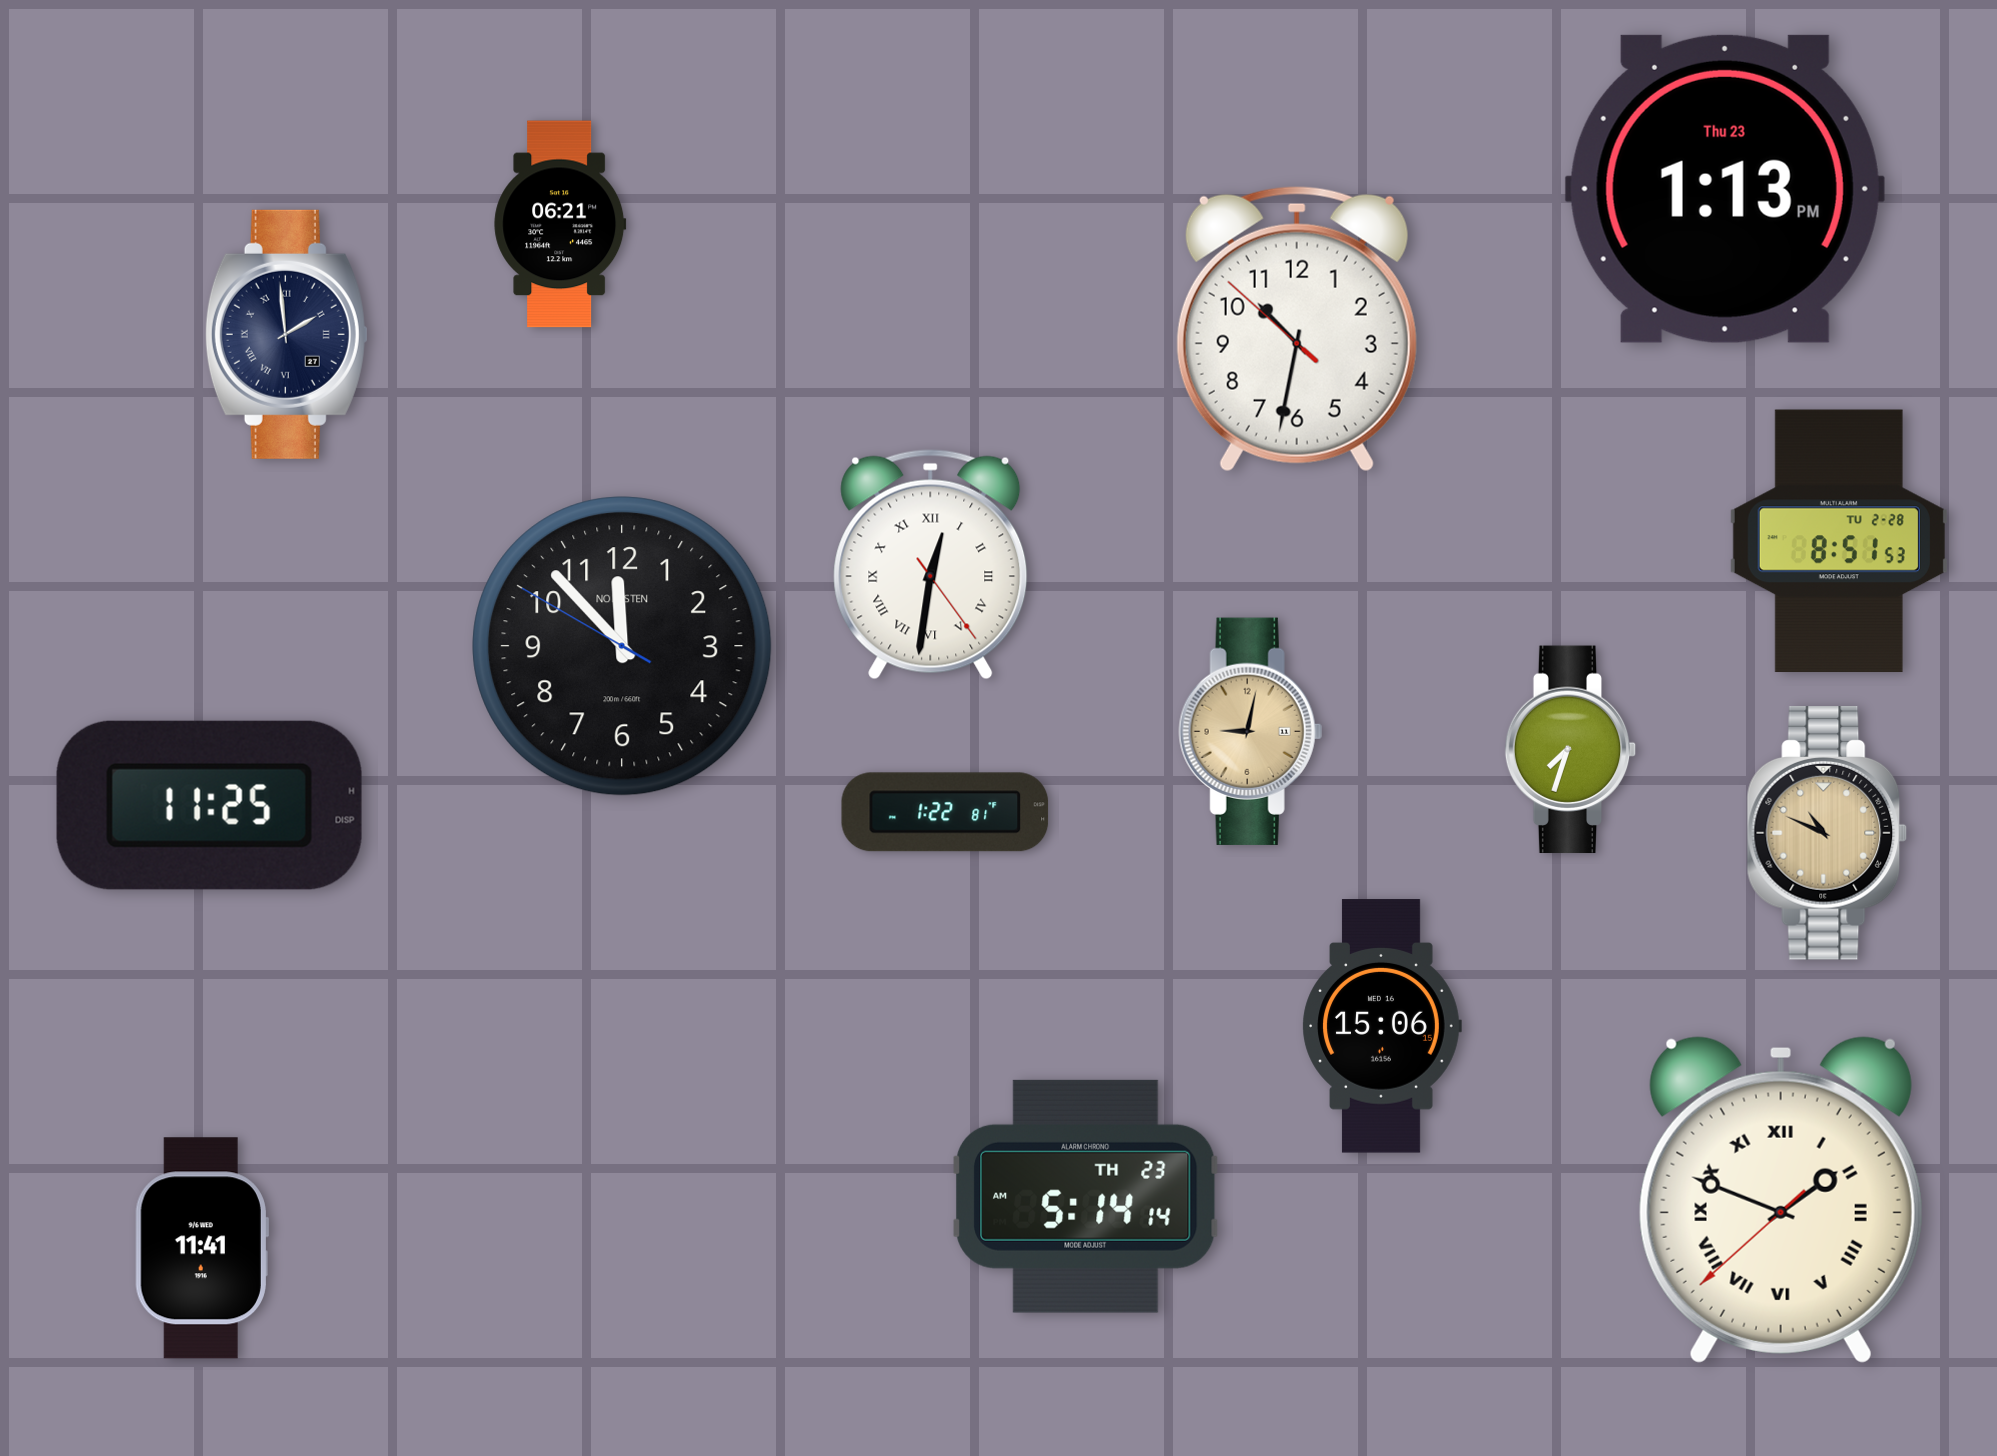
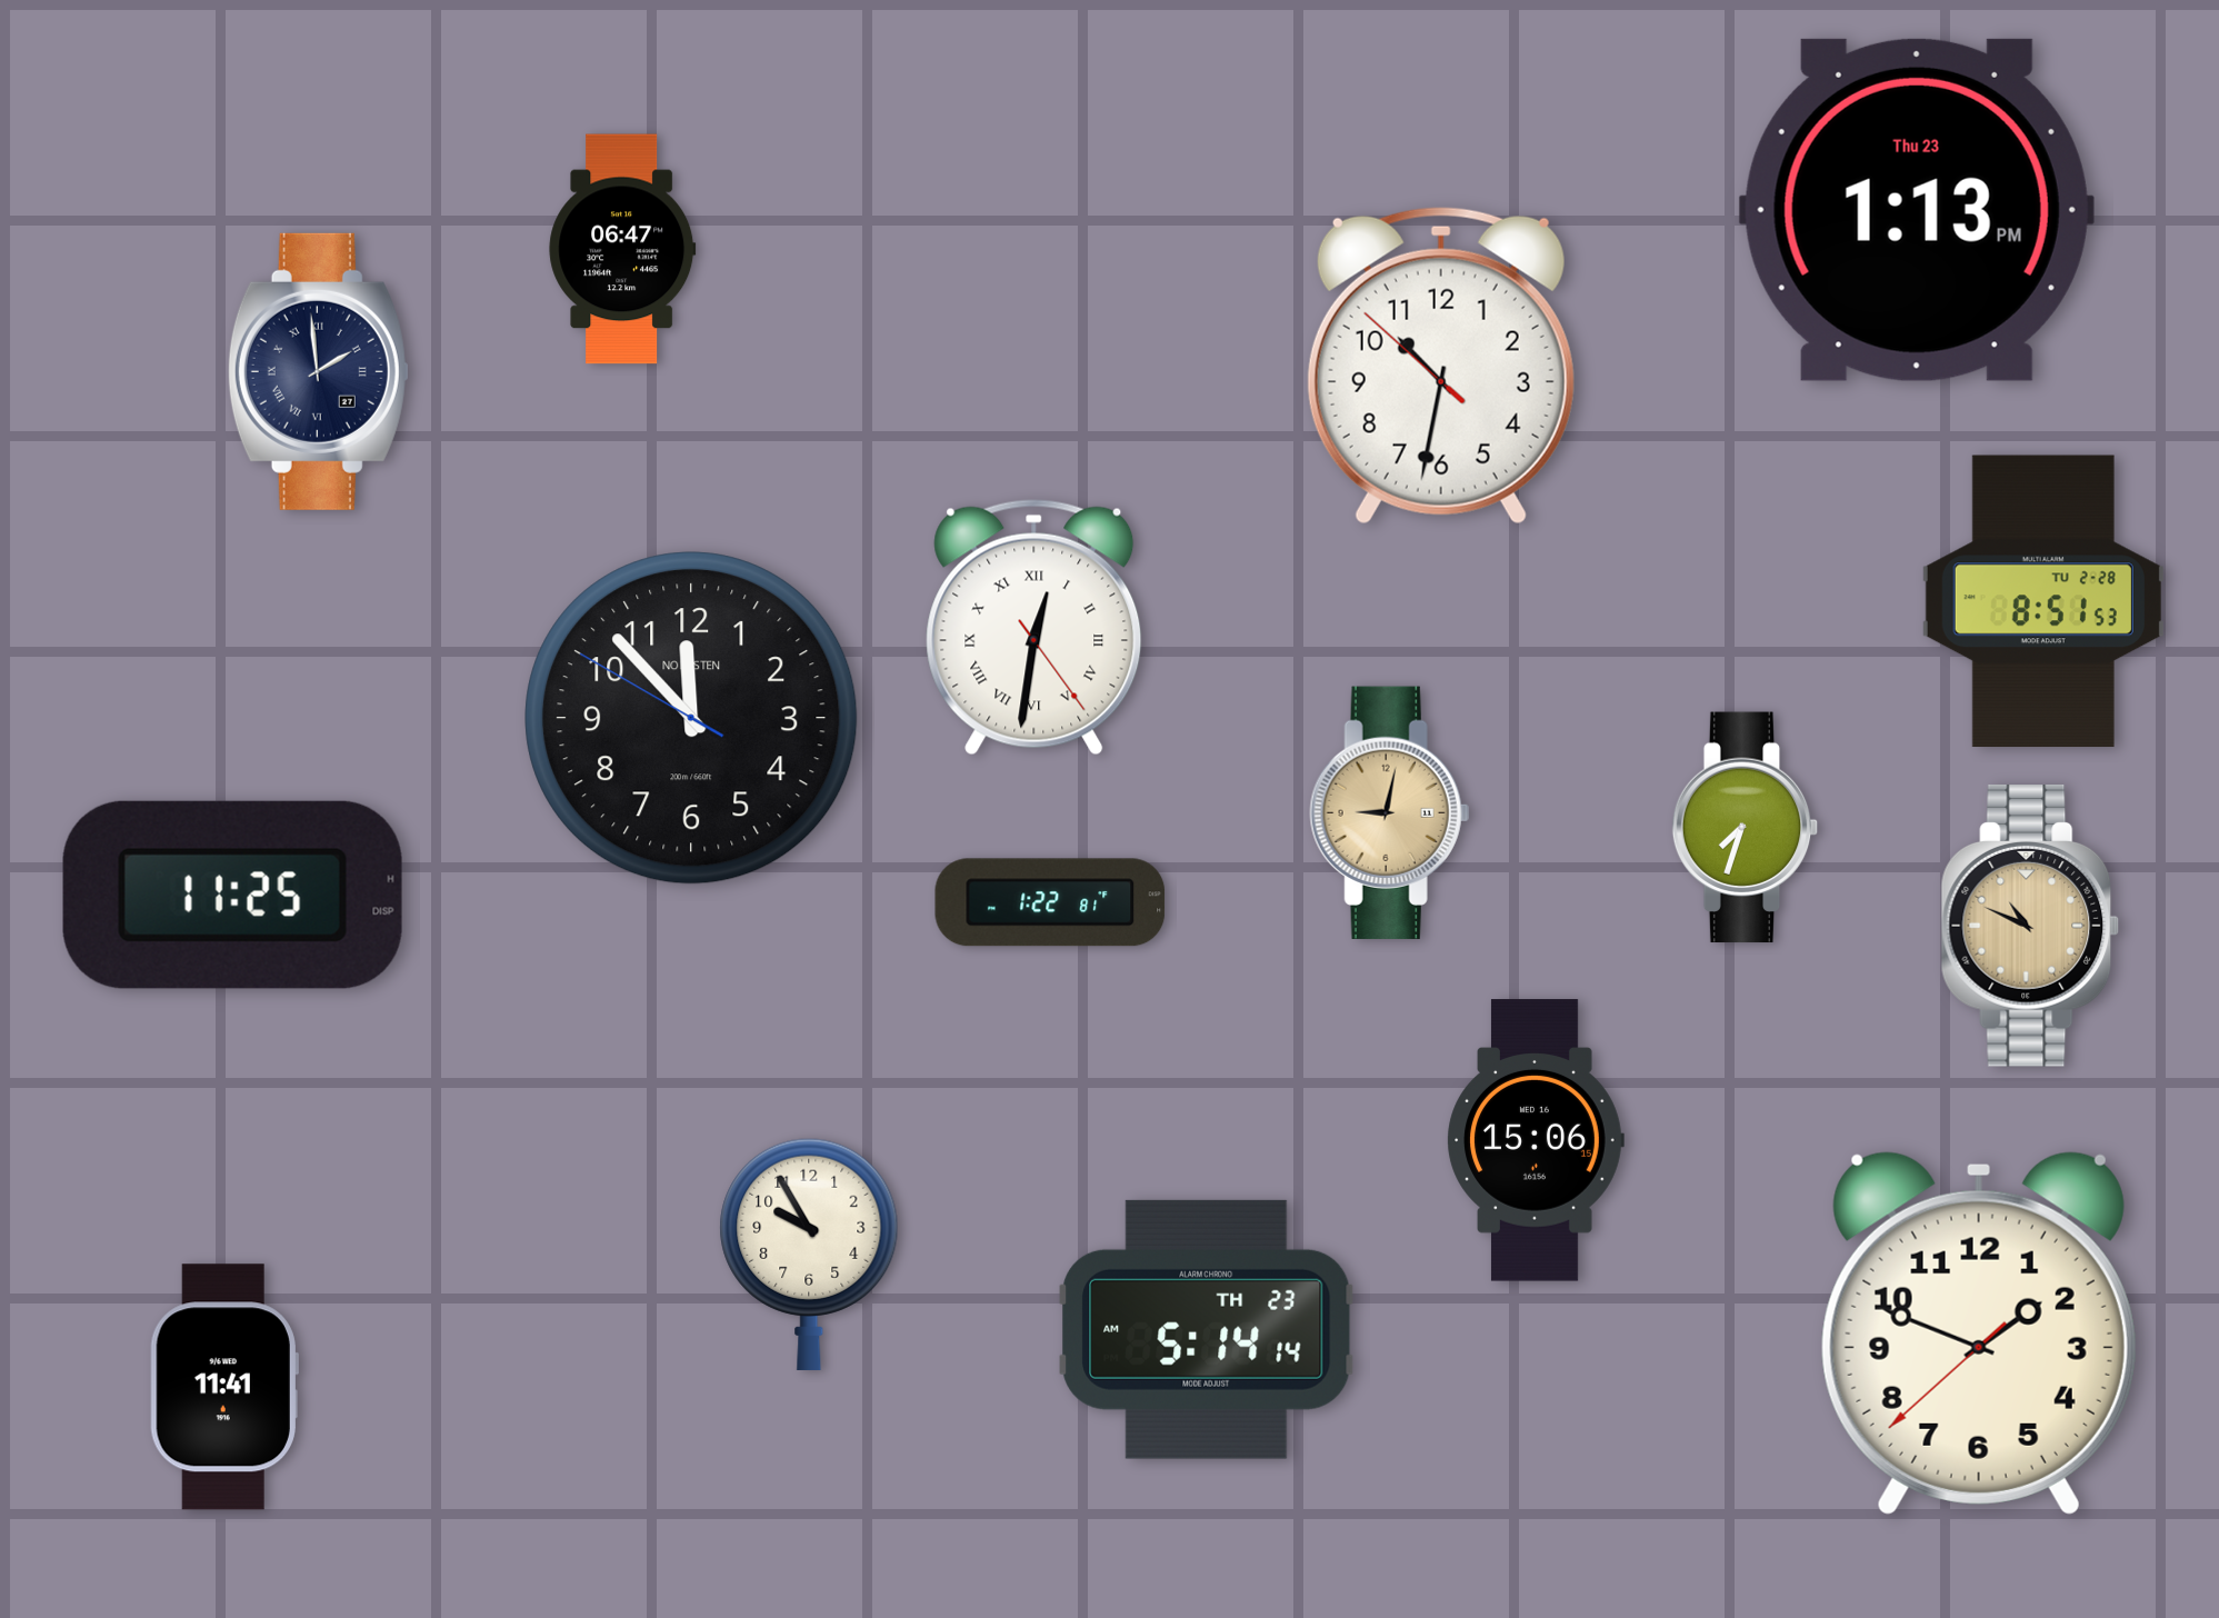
clock at (560, 224): 06:21 -> 06:47
clock at (1571, 750) position: (1571, 750) -> (1746, 828)
clock at (809, 1254): none -> 9:55
clock at (1781, 1200) numerals: Roman -> Arabic
